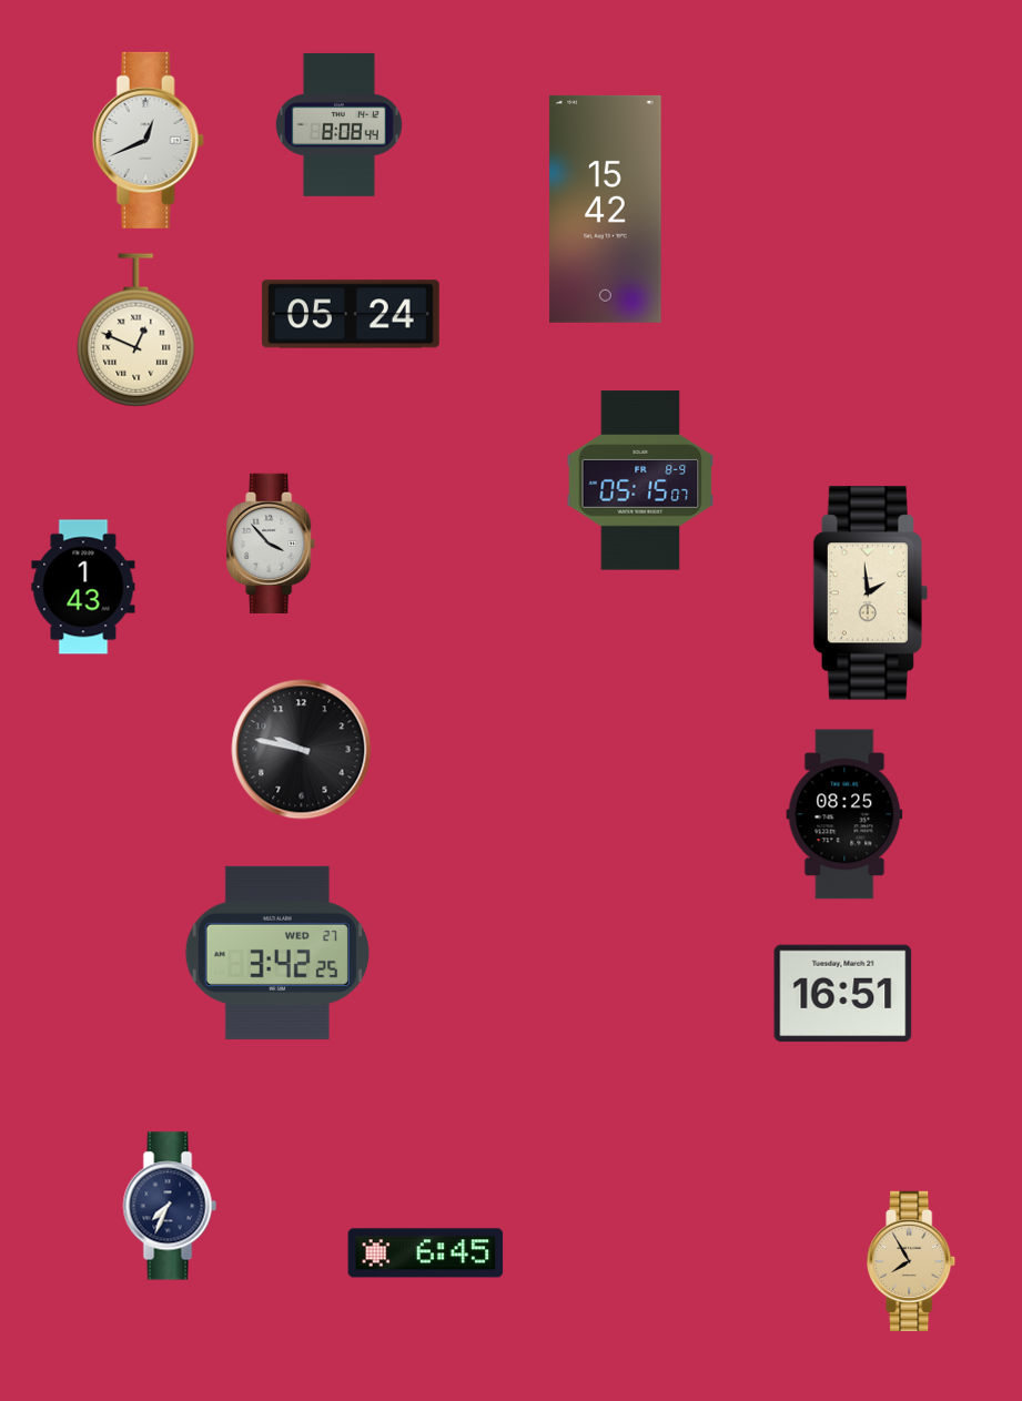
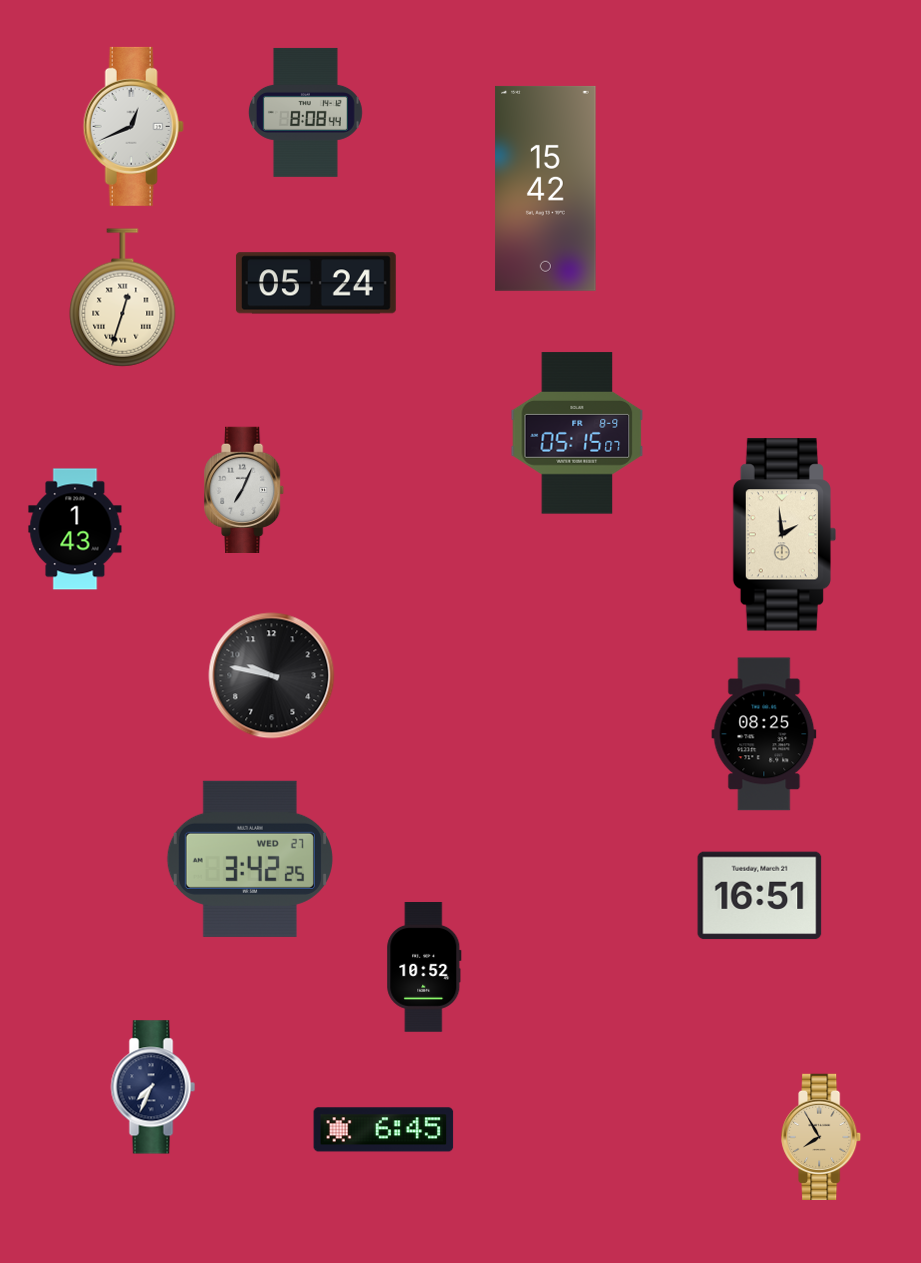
clock at (136, 331): 12:49 -> 12:33
clock at (272, 542): 3:53 -> 7:04
clock at (844, 814) position: (844, 814) -> (764, 734)
clock at (424, 968): none -> 10:52
